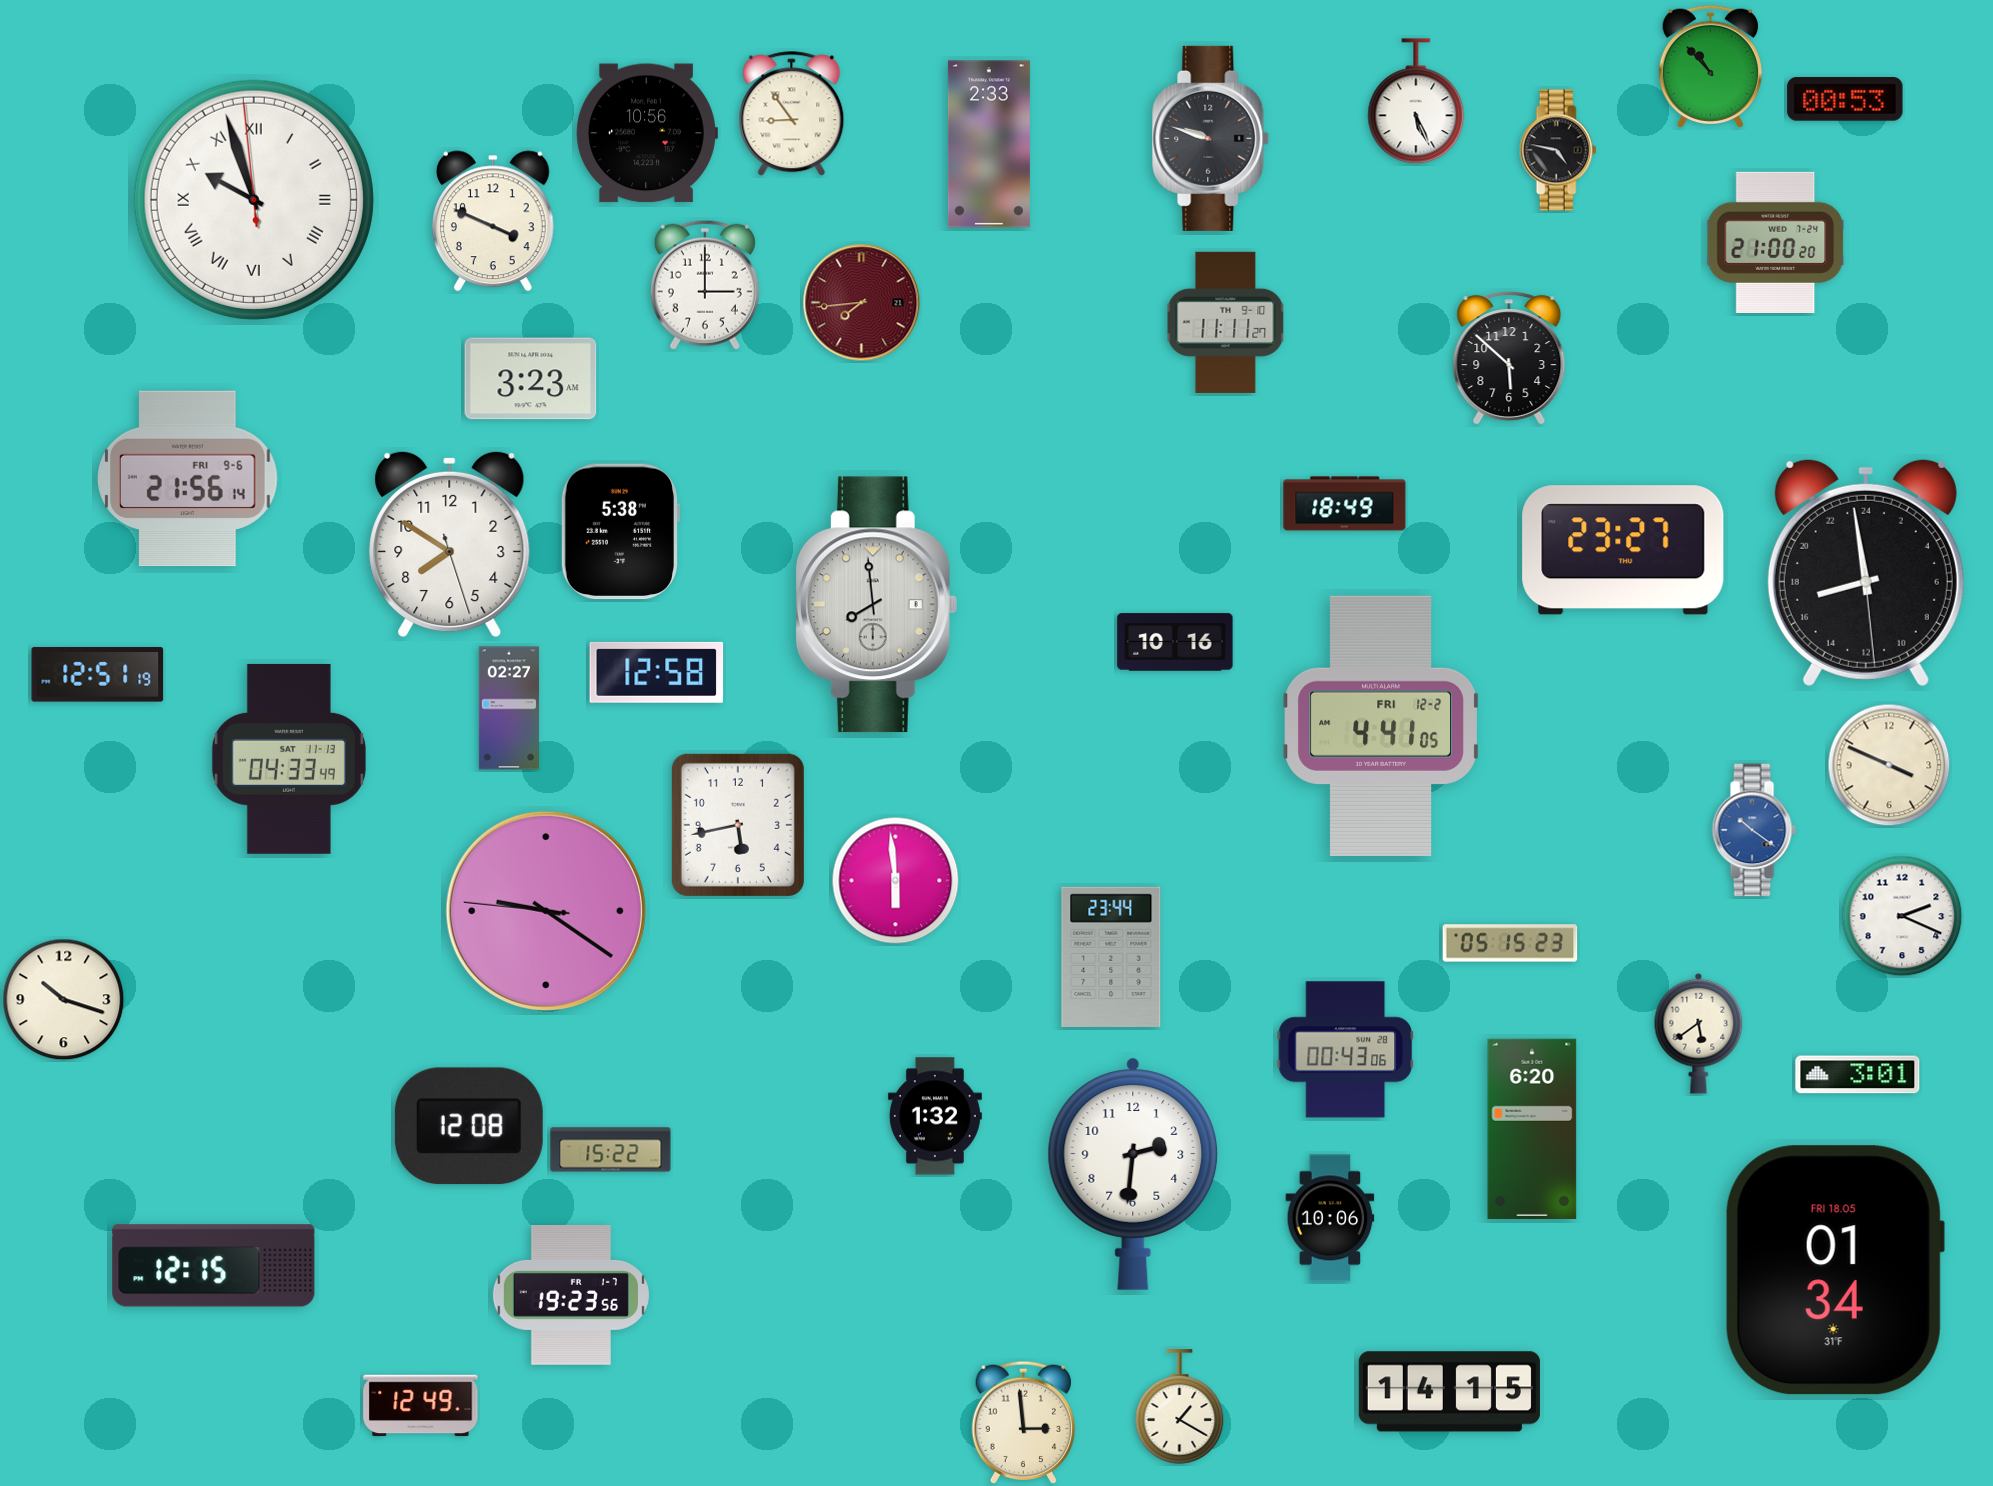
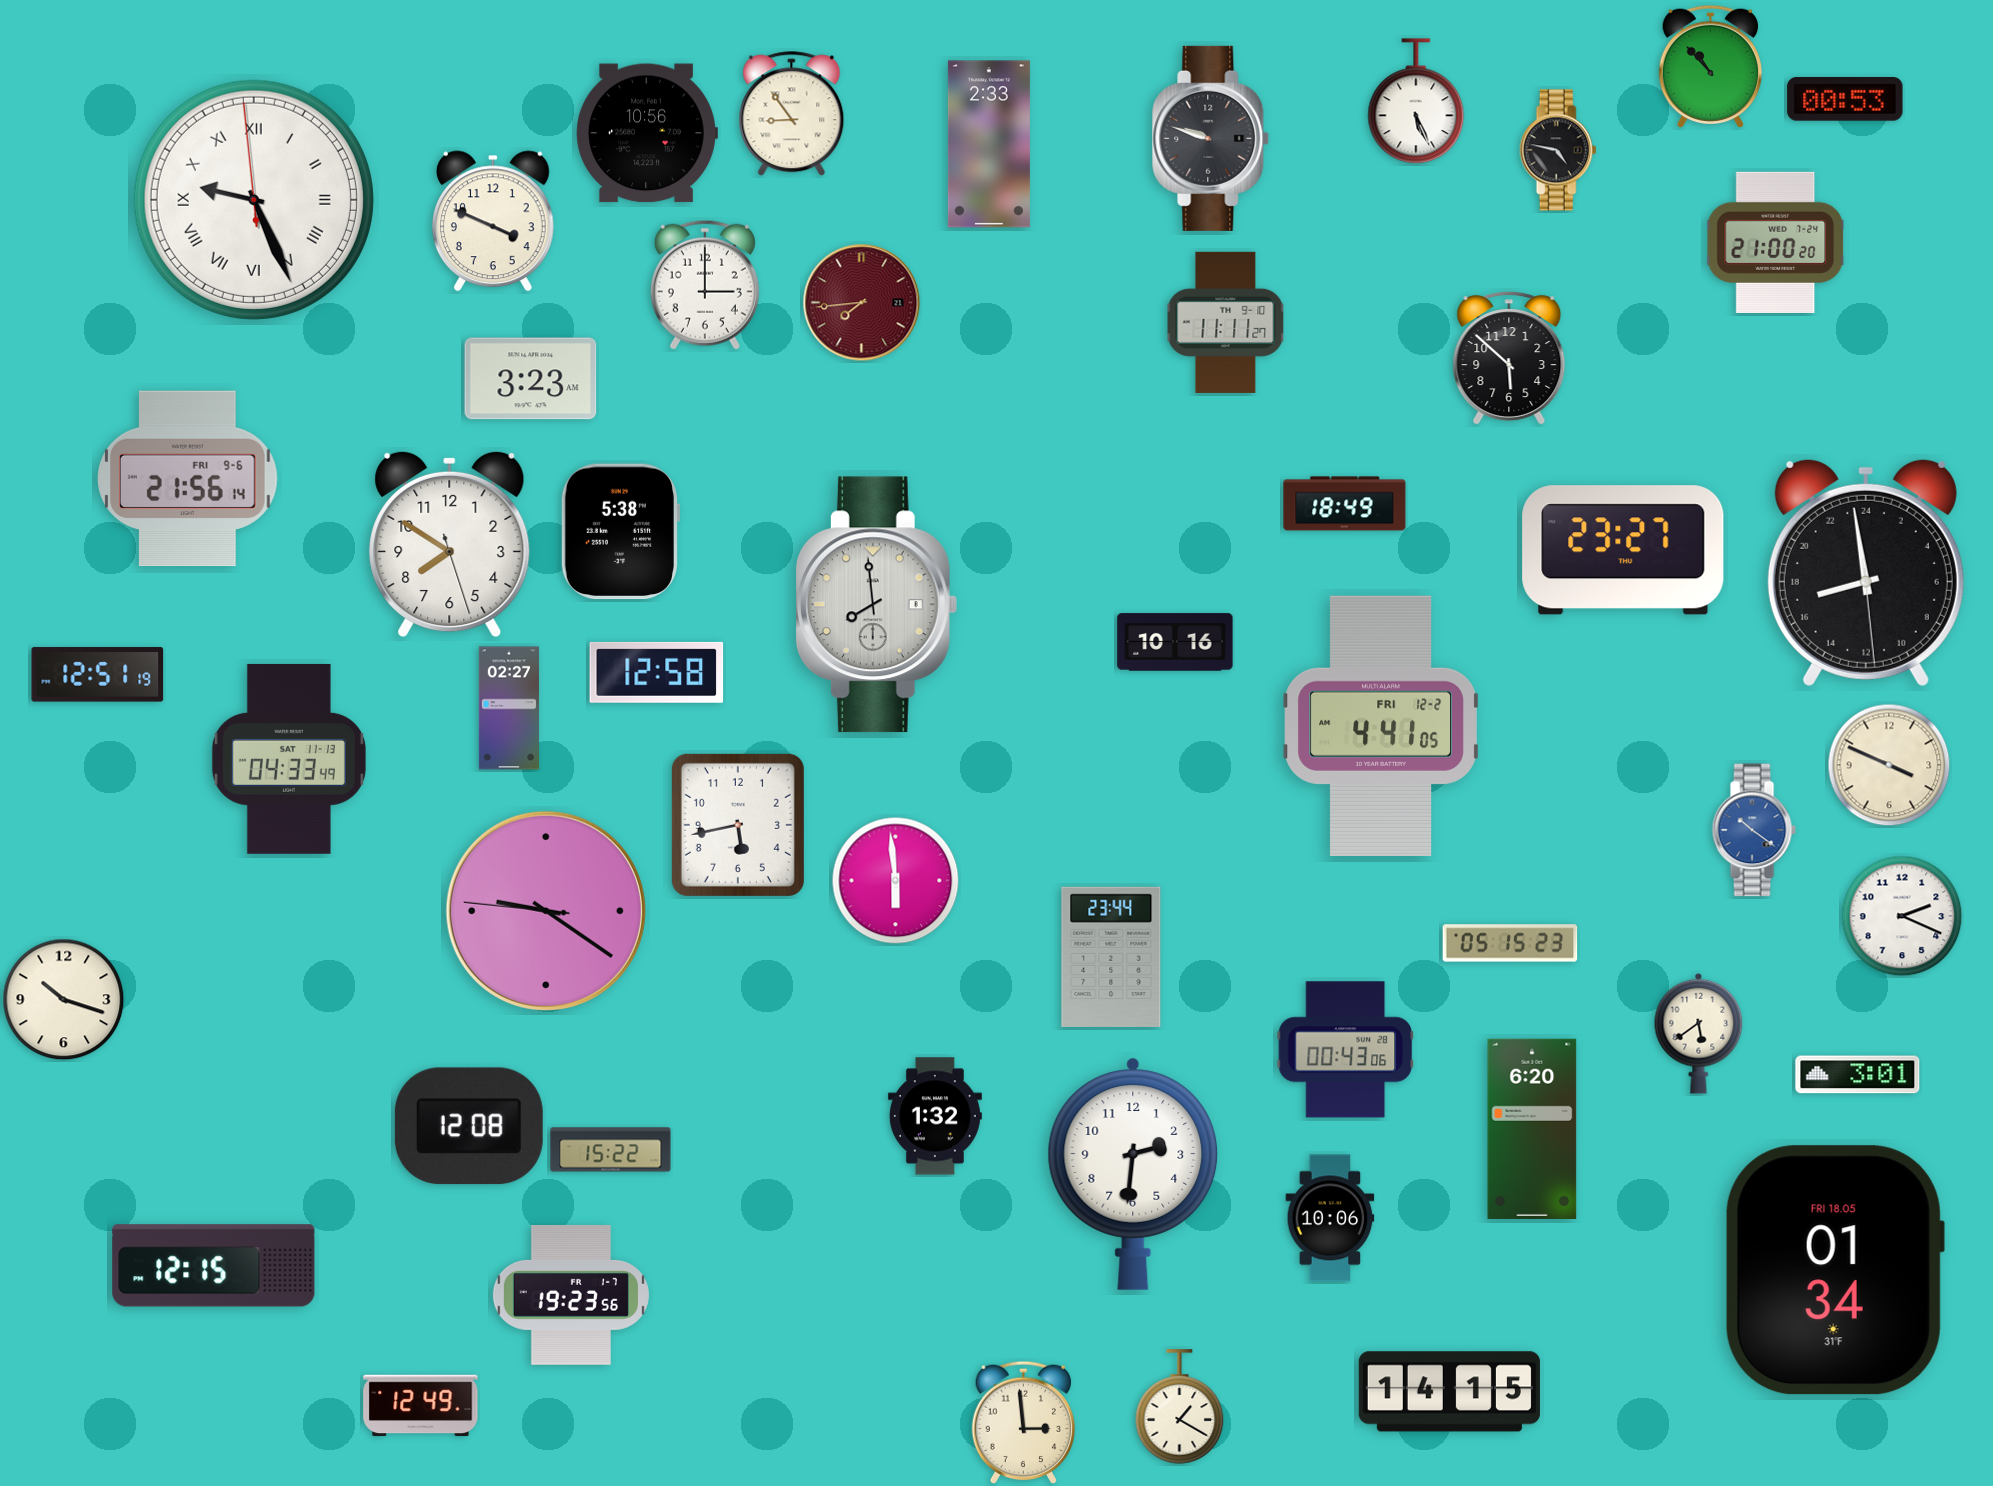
clock at (254, 200): 9:56 -> 9:25
